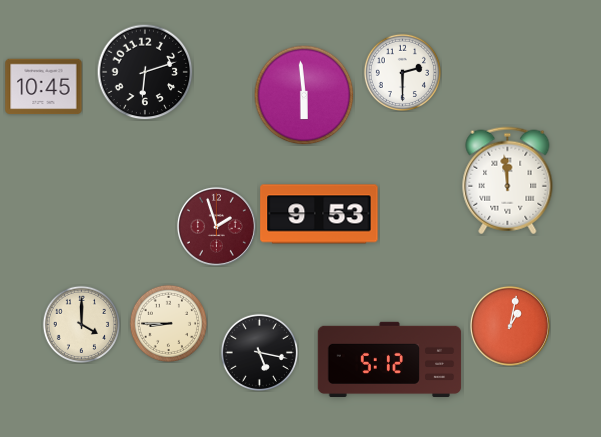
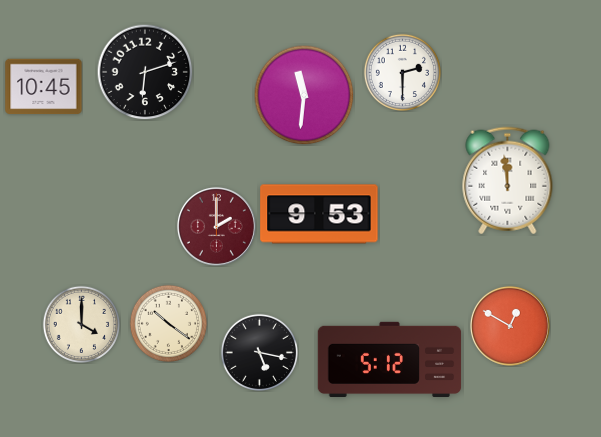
clock at (304, 95): 5:59 -> 11:31
clock at (216, 226): 1:57 -> 2:00
clock at (168, 323): 8:45 -> 10:21
clock at (510, 326): 1:02 -> 12:50
